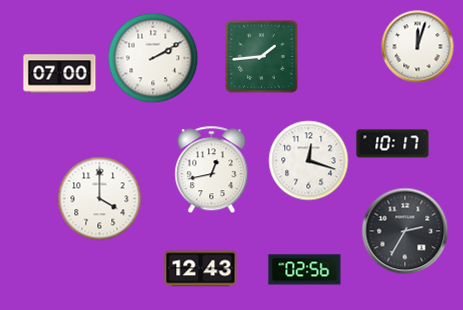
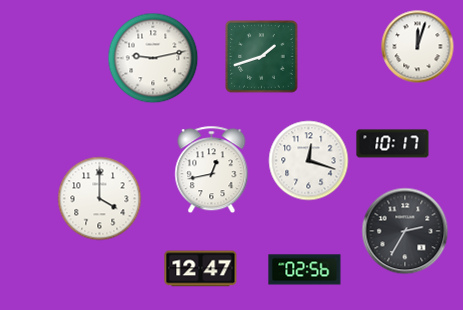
clock at (262, 57): 1:44 -> 1:42
clock at (153, 58): 2:10 -> 9:13
clock at (60, 74): 07:00 -> none
clock at (201, 269): 12:43 -> 12:47
